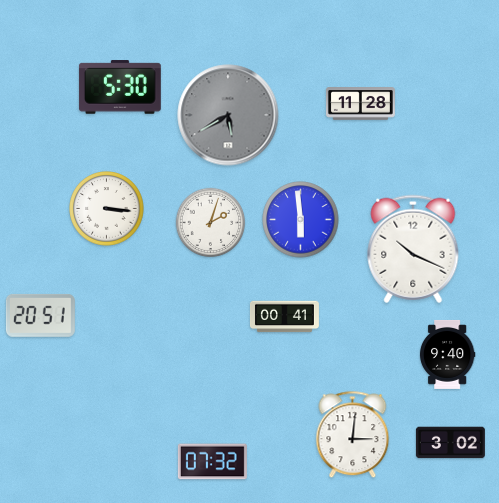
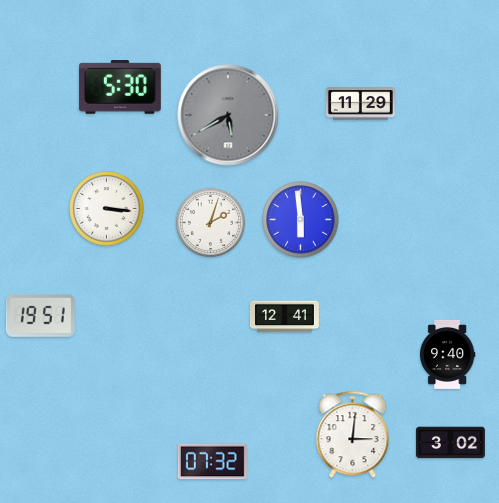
clock at (360, 104): 11:28 -> 11:29
clock at (413, 249): 10:19 -> none
clock at (40, 315): 20:51 -> 19:51
clock at (284, 317): 00:41 -> 12:41
